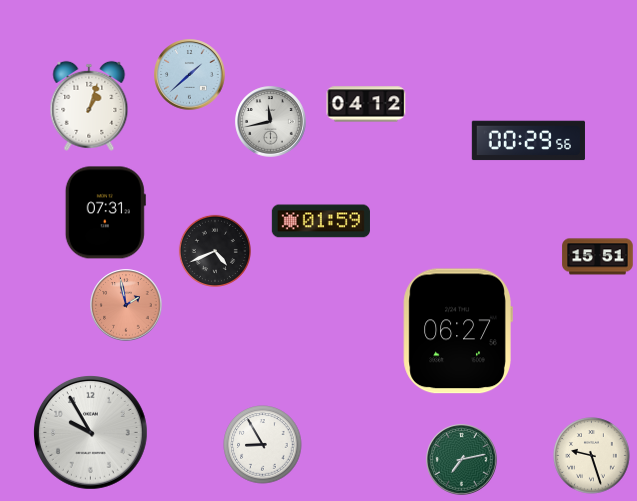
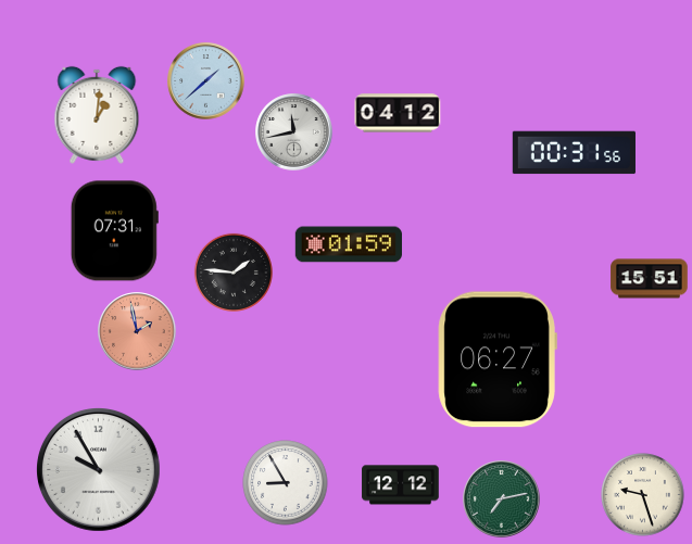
clock at (89, 106): 1:03 -> 1:01
clock at (528, 141): 00:29 -> 00:31
clock at (321, 221) position: (321, 221) -> (349, 244)
clock at (215, 251): 4:41 -> 1:46
clock at (401, 485): none -> 12:12
